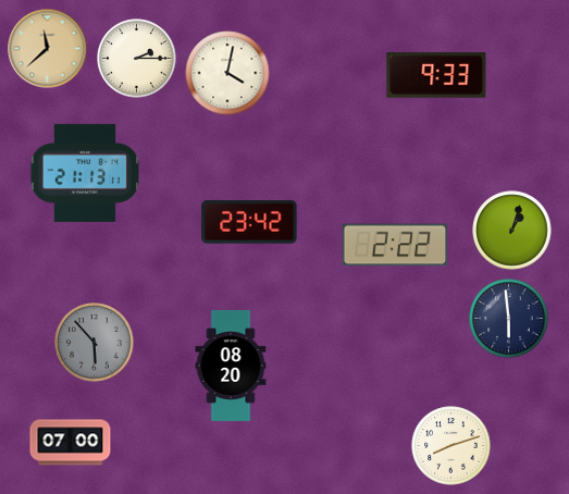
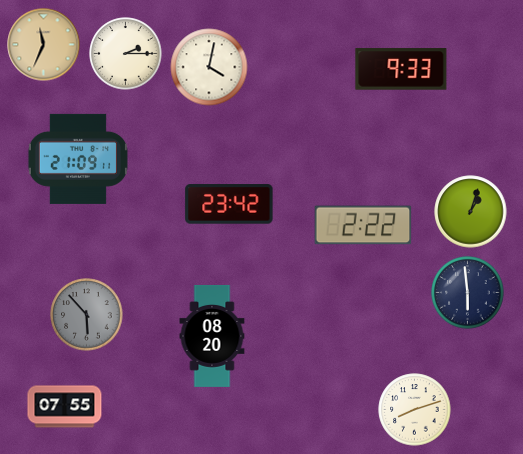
clock at (48, 49): 11:38 -> 11:34
clock at (85, 173): 21:13 -> 21:09
clock at (71, 443): 07:00 -> 07:55
